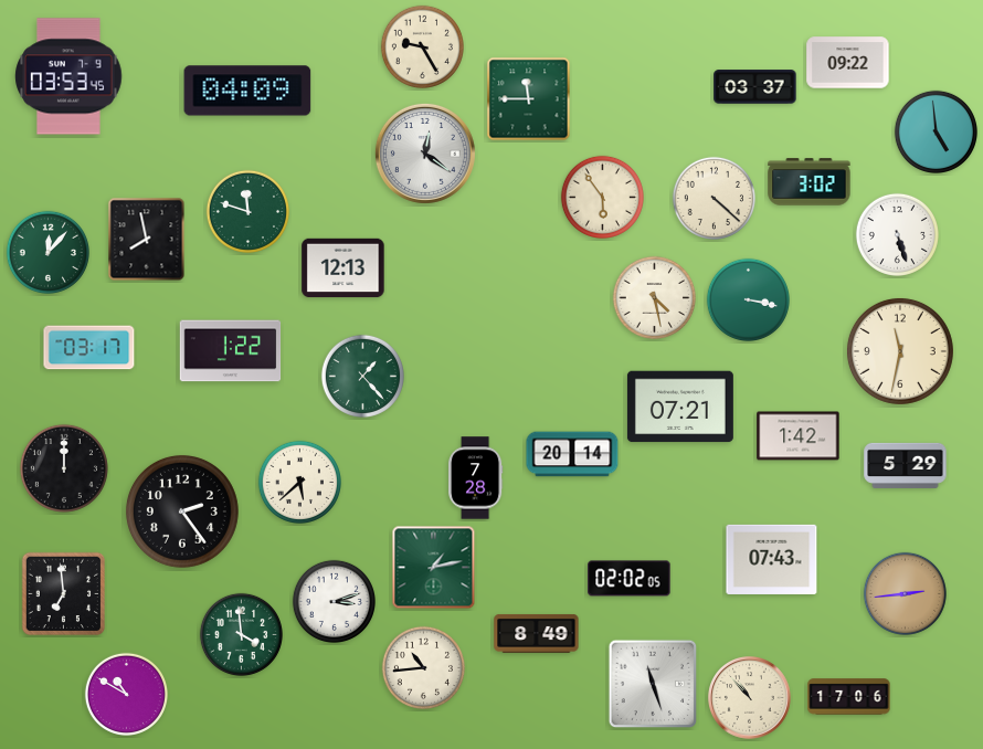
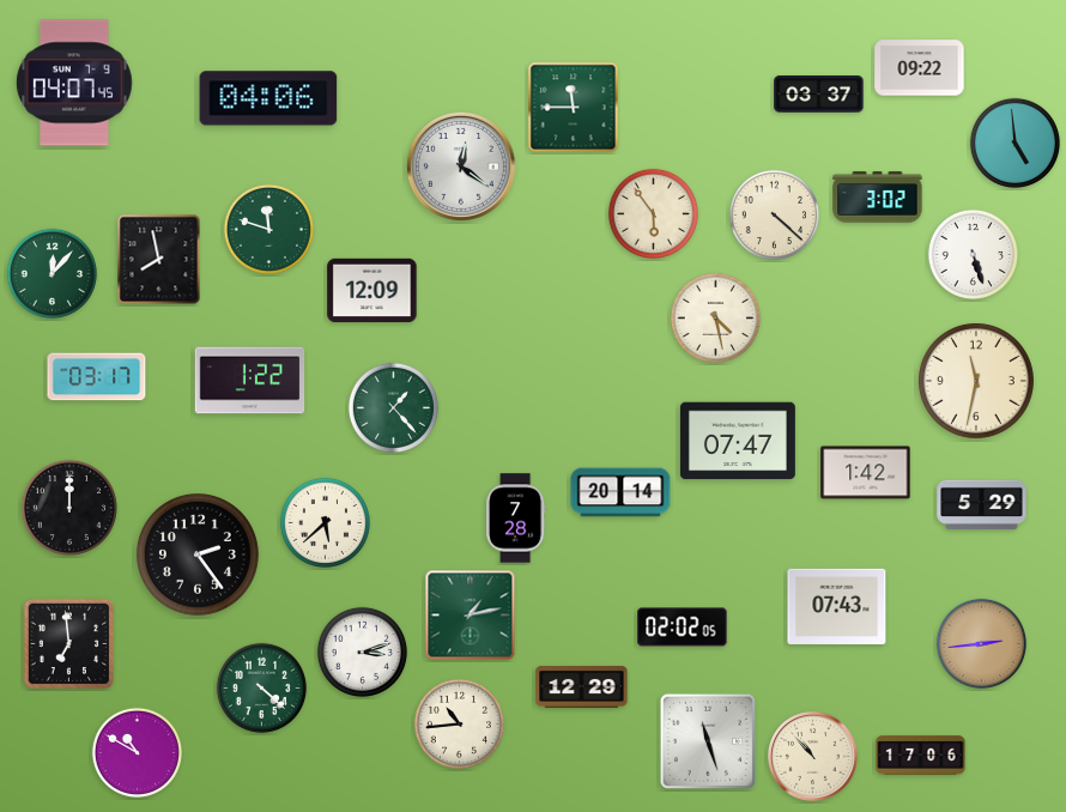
clock at (422, 46): 9:25 -> none
clock at (68, 76): 03:53 -> 04:07
clock at (247, 91): 04:09 -> 04:06
clock at (343, 268): 12:13 -> 12:09
clock at (654, 297) position: (654, 297) -> (715, 317)
clock at (748, 299): 3:17 -> none
clock at (680, 407): 07:21 -> 07:47
clock at (537, 633): 8:49 -> 12:29
clock at (241, 634): 3:59 -> 4:22
